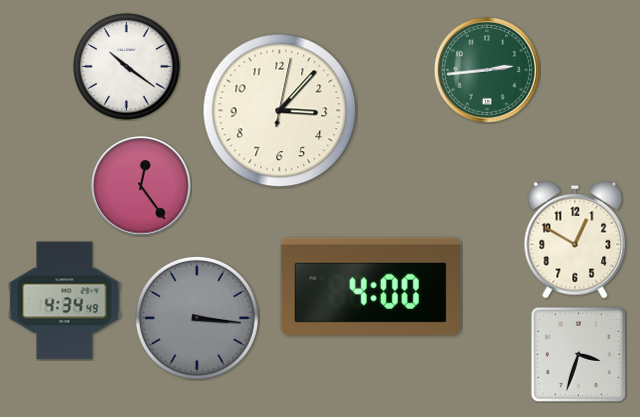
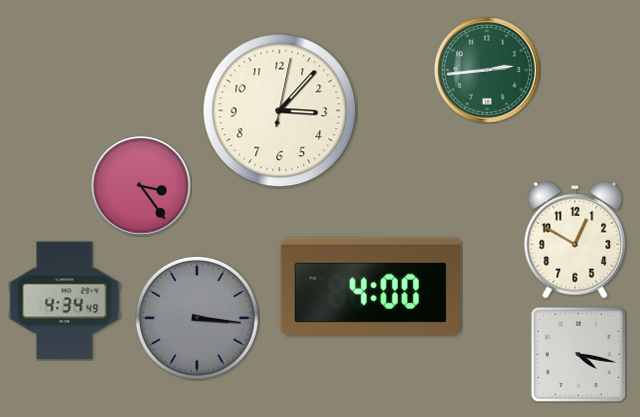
clock at (127, 67): 10:21 -> none
clock at (141, 186): 12:24 -> 3:24
clock at (578, 354): 3:33 -> 4:17
